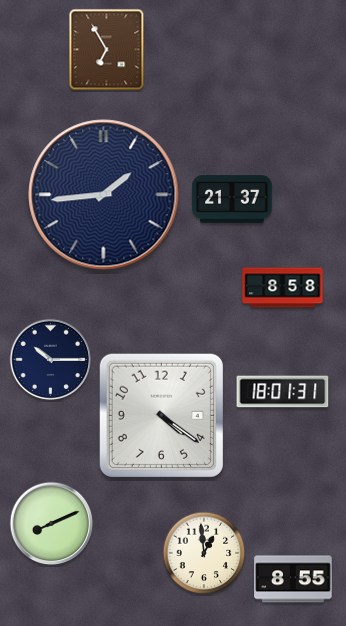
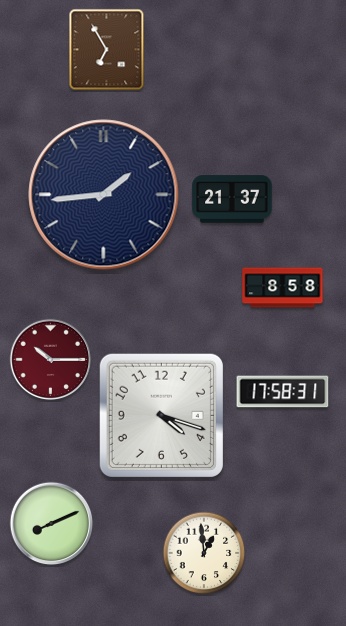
clock at (51, 360) dial: navy -> burgundy
clock at (283, 392): 18:01 -> 17:58
clock at (161, 415): 4:21 -> 4:18
clock at (293, 579): 8:55 -> none
